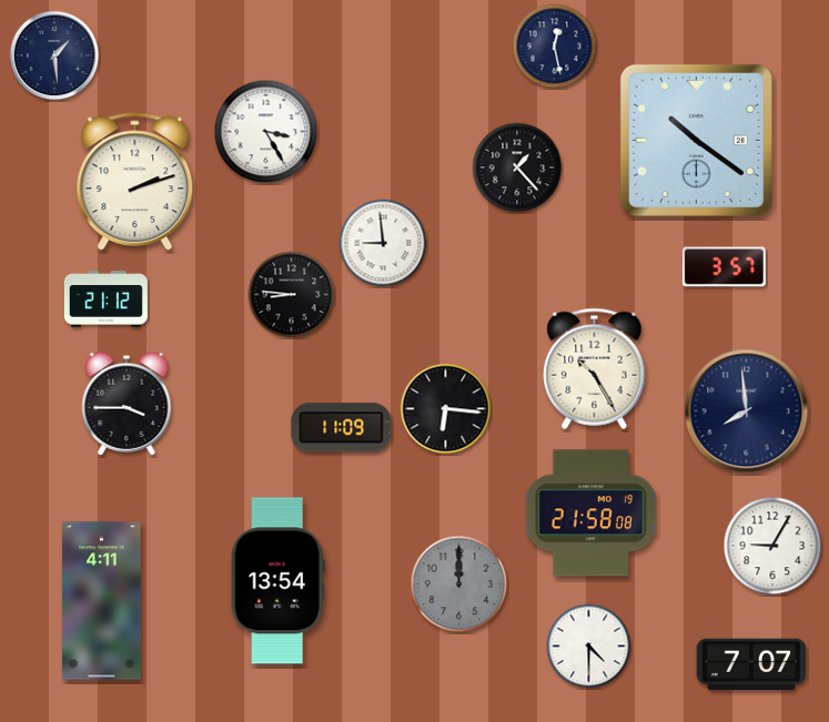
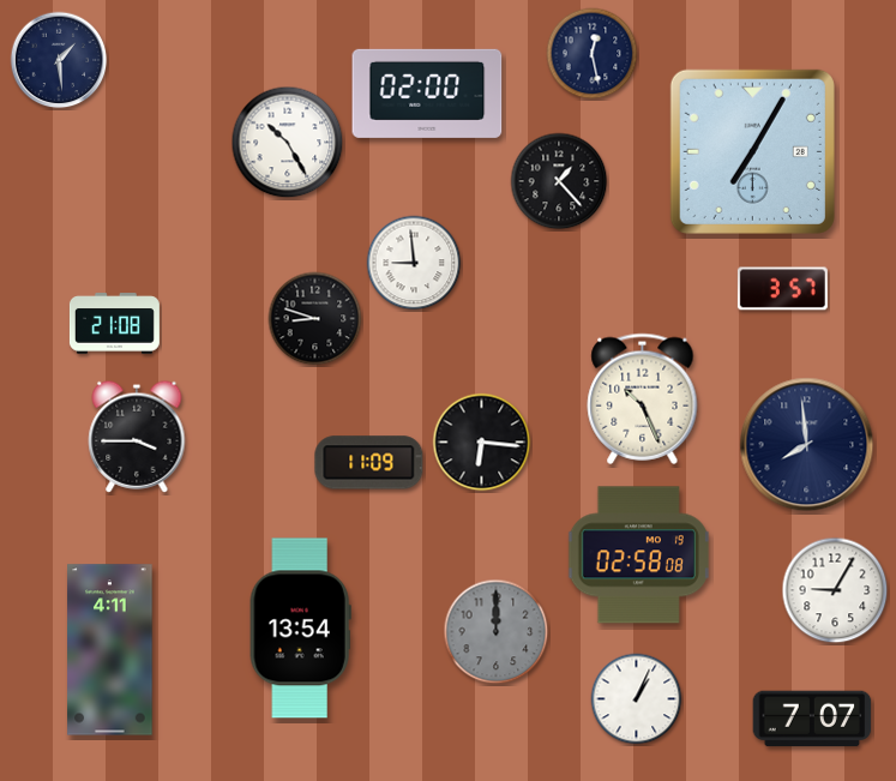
clock at (555, 47) position: (555, 47) -> (593, 54)
clock at (427, 94): none -> 02:00
clock at (266, 132): 3:25 -> 10:25
clock at (696, 140): 10:21 -> 7:05
clock at (135, 182): 2:12 -> none
clock at (292, 295): 8:46 -> 8:48
clock at (105, 299): 21:12 -> 21:08
clock at (595, 368): 10:25 -> 10:26
clock at (590, 513): 21:58 -> 02:58
clock at (589, 647): 4:30 -> 1:04
